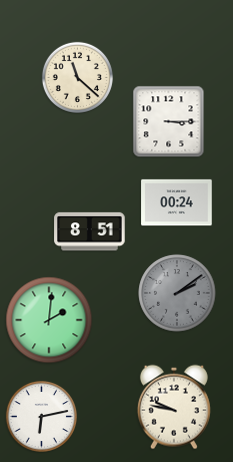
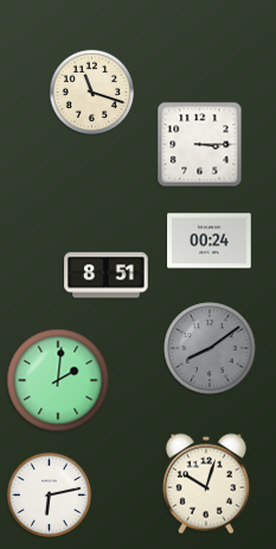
clock at (77, 77): 11:22 -> 11:18
clock at (177, 293): 2:09 -> 8:09
clock at (174, 407): 9:47 -> 10:03
